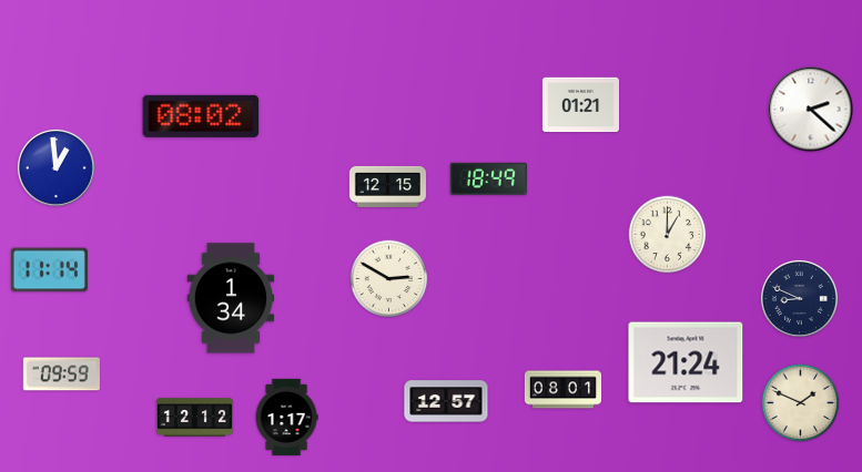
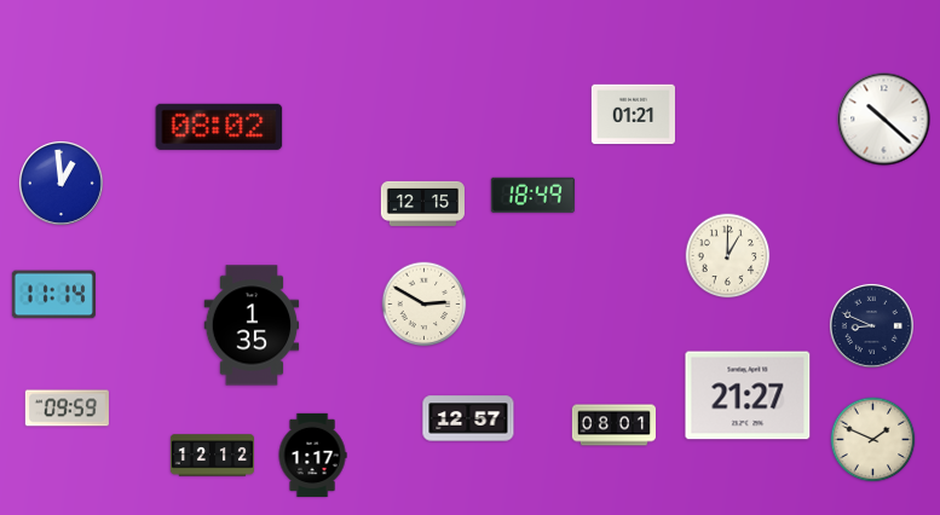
clock at (811, 110): 2:22 -> 10:22
clock at (231, 298): 1:34 -> 1:35
clock at (686, 362): 21:24 -> 21:27
clock at (446, 401) position: (446, 401) -> (468, 418)
